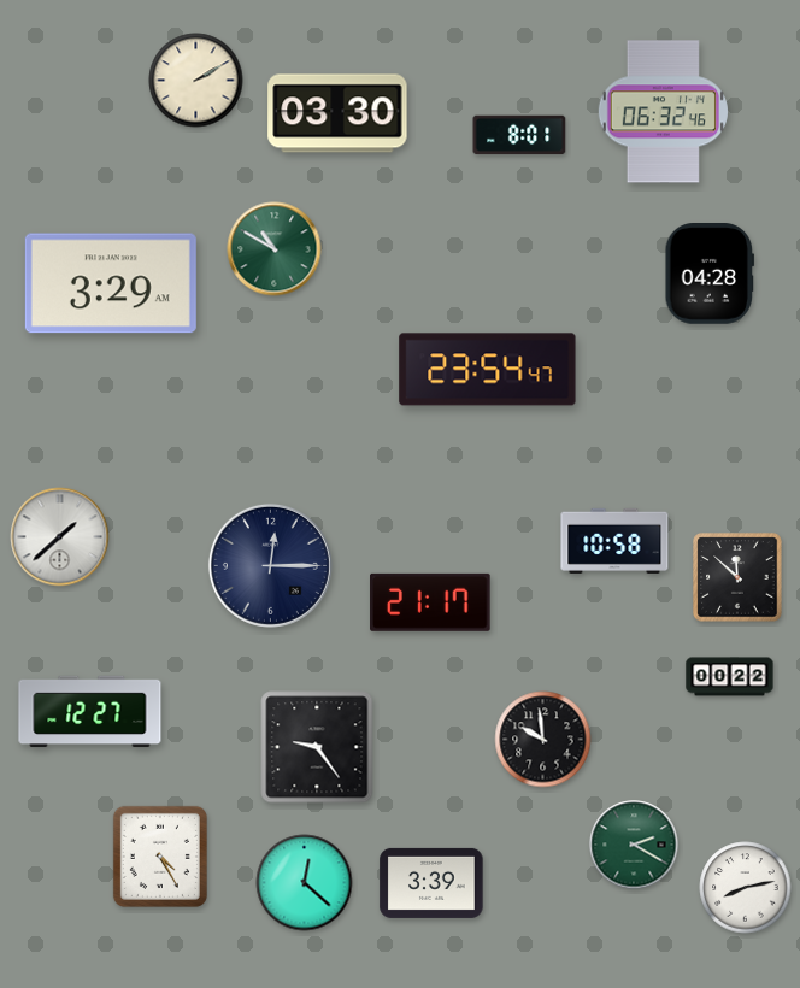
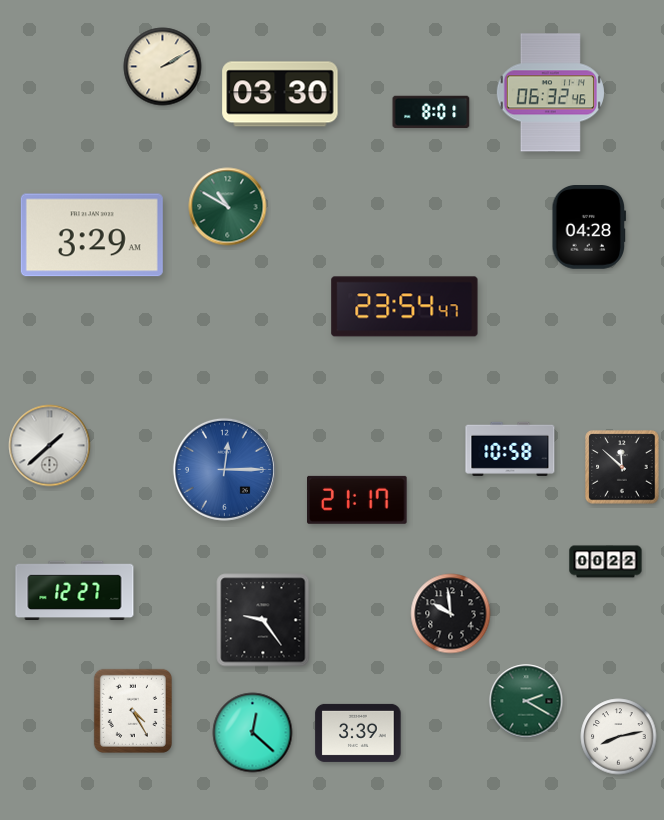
clock at (270, 565) dial: navy -> blue
clock at (737, 577) position: (737, 577) -> (622, 467)
